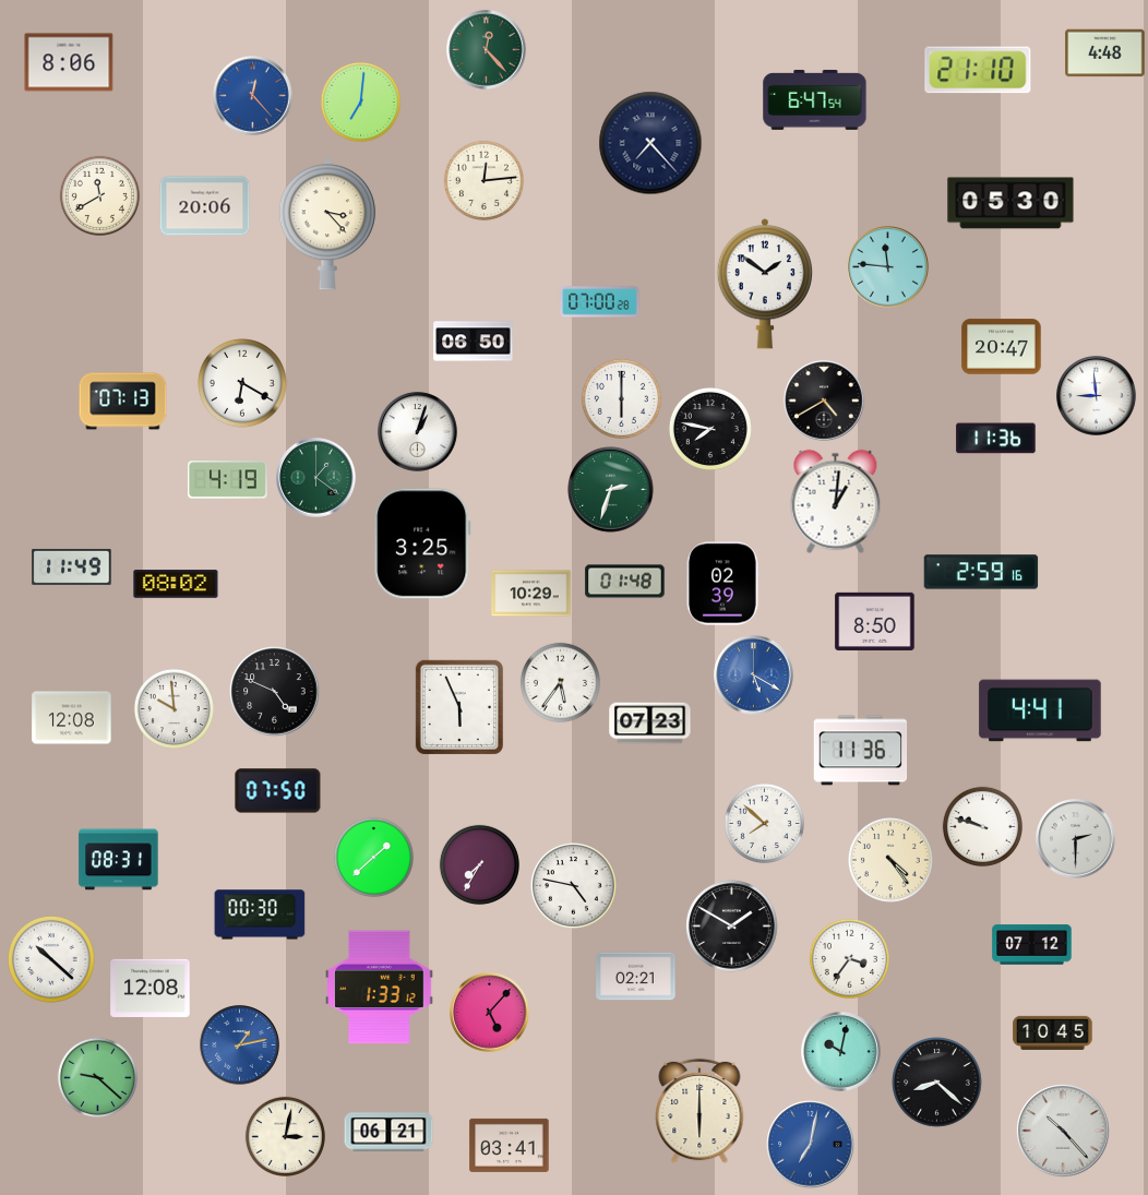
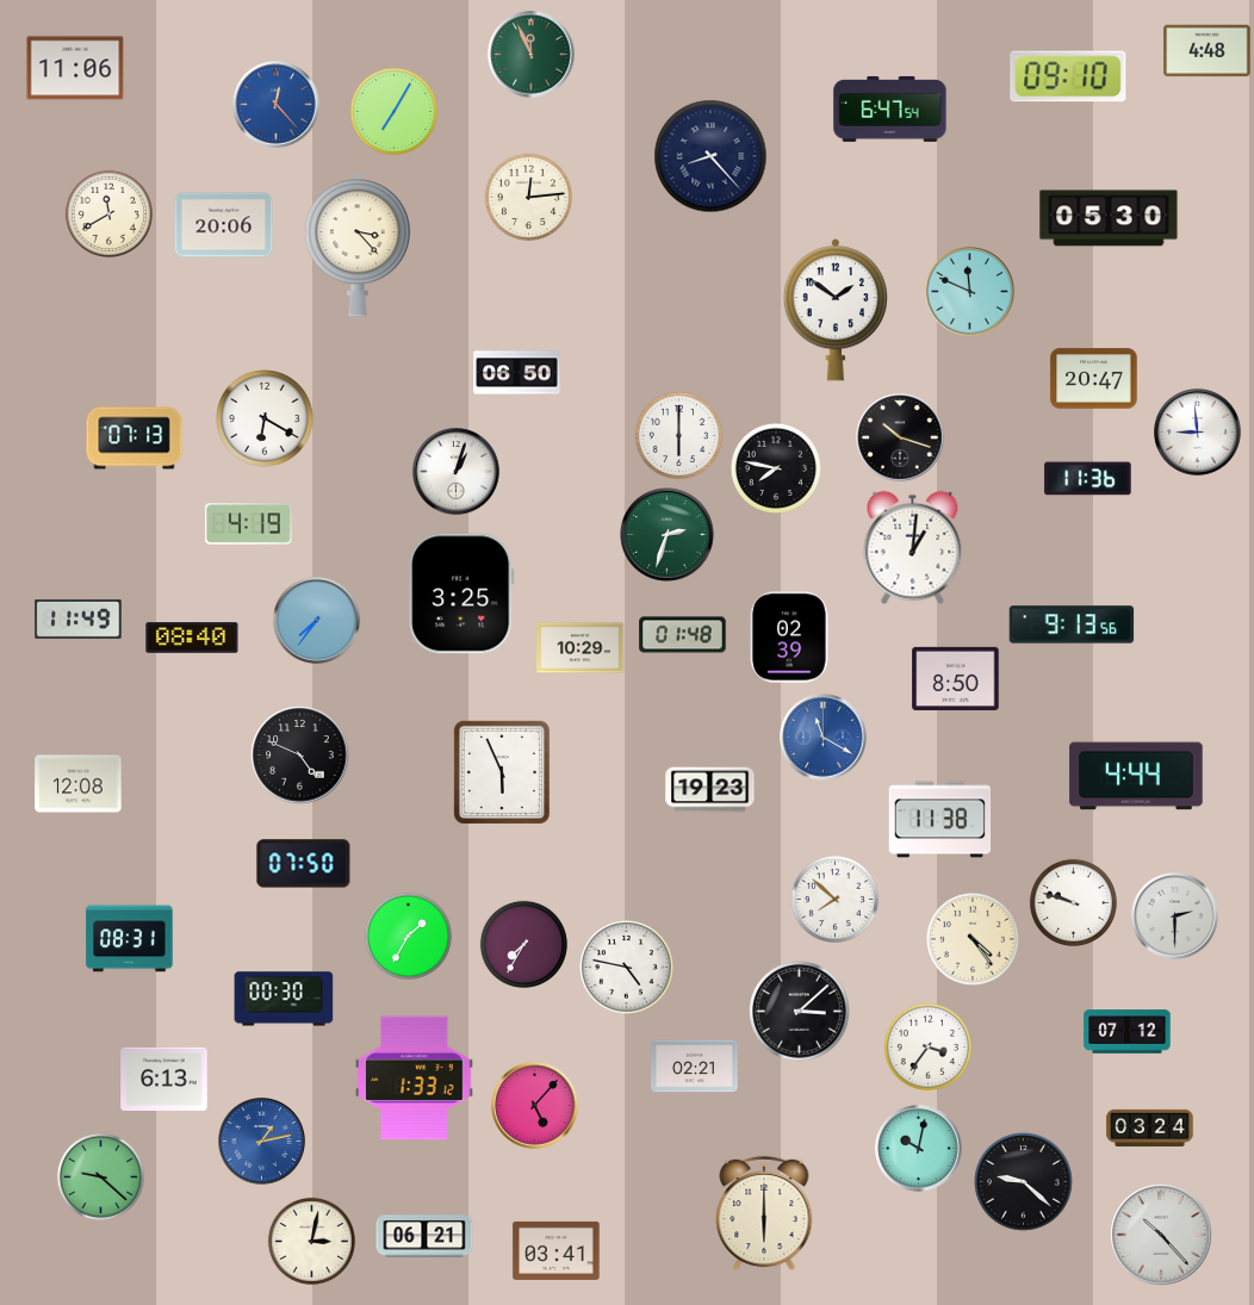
clock at (487, 50): 12:23 -> 11:56
clock at (1105, 53) position: (1105, 53) -> (1208, 51)
clock at (69, 62): 8:06 -> 11:06
clock at (978, 70): 21:10 -> 09:10
clock at (360, 101): 7:01 -> 7:05
clock at (650, 143): 7:23 -> 8:23
clock at (1011, 203) position: (1011, 203) -> (1109, 218)
clock at (888, 267): 11:46 -> 11:49
clock at (600, 302): 07:00 -> none
clock at (824, 401): 4:40 -> 10:18
clock at (316, 478): 1:21 -> none
clock at (317, 621): none -> 7:36
clock at (981, 572): 2:59 -> 9:13
clock at (176, 584): 08:02 -> 08:40
clock at (754, 676): 5:20 -> 11:20
clock at (560, 682): 5:36 -> none
clock at (174, 708): 9:59 -> none
clock at (1040, 710): 4:41 -> 4:44
clock at (650, 724): 07:23 -> 19:23
clock at (861, 751): 11:36 -> 11:38
clock at (373, 857): 1:38 -> 1:35
clock at (732, 927): 1:50 -> 3:08
clock at (52, 960): 10:22 -> none
clock at (151, 988): 12:08 -> 6:13
clock at (1053, 1032): 10:45 -> 03:24
clock at (97, 1077) position: (97, 1077) -> (100, 1176)
clock at (937, 1083): 8:22 -> 9:22
clock at (811, 1145): 7:02 -> none
